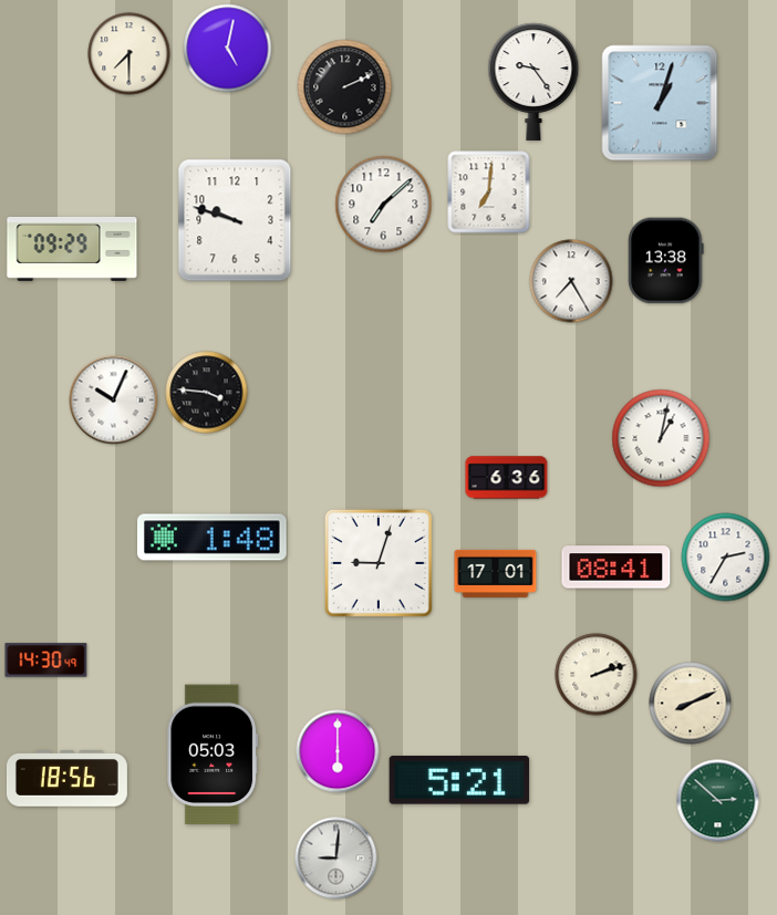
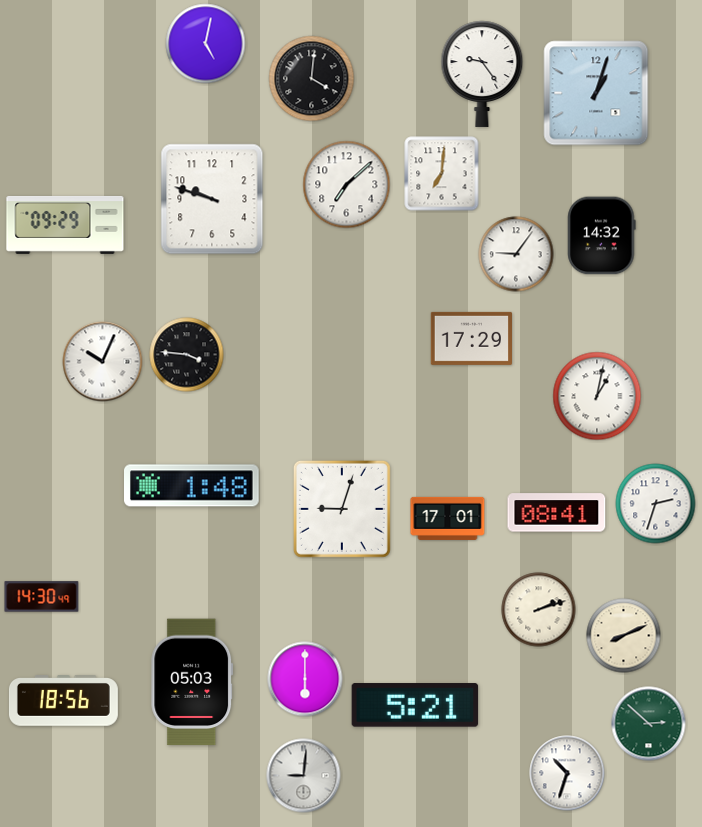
clock at (129, 54): 7:30 -> none
clock at (345, 87): 2:11 -> 4:01
clock at (666, 261): 13:38 -> 14:32
clock at (571, 281): 7:25 -> 9:06
clock at (471, 338): none -> 17:29
clock at (507, 478): 6:36 -> none
clock at (726, 558): 2:35 -> 2:33
clock at (66, 779) position: (66, 779) -> (63, 701)
clock at (567, 773): none -> 10:33
